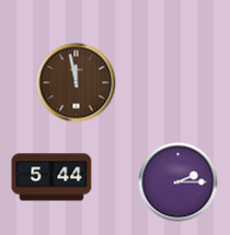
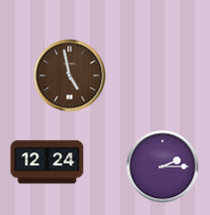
clock at (77, 83): 11:58 -> 4:58
clock at (51, 177): 5:44 -> 12:24
